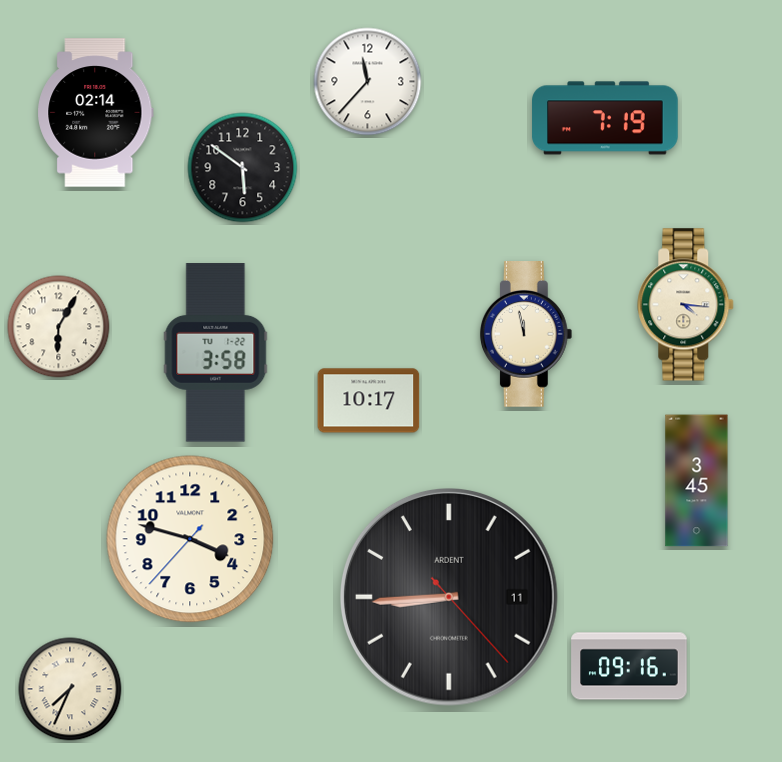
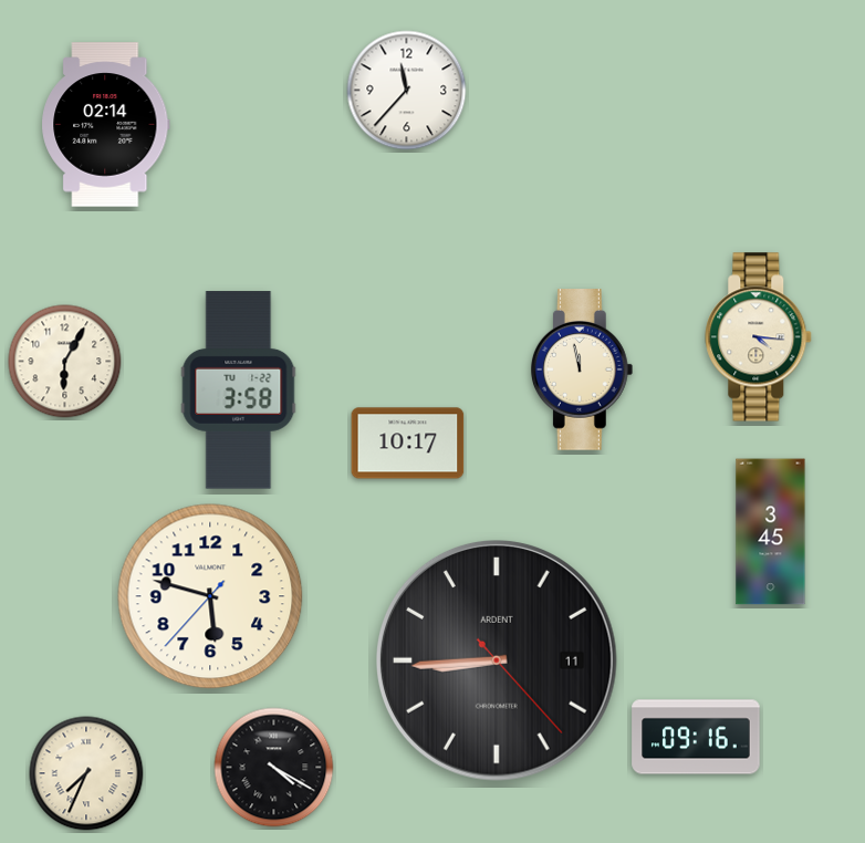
clock at (605, 118): 7:19 -> none
clock at (243, 168): 5:51 -> none
clock at (190, 539): 3:47 -> 5:47
clock at (70, 689) position: (70, 689) -> (86, 773)
clock at (274, 768): none -> 4:20
